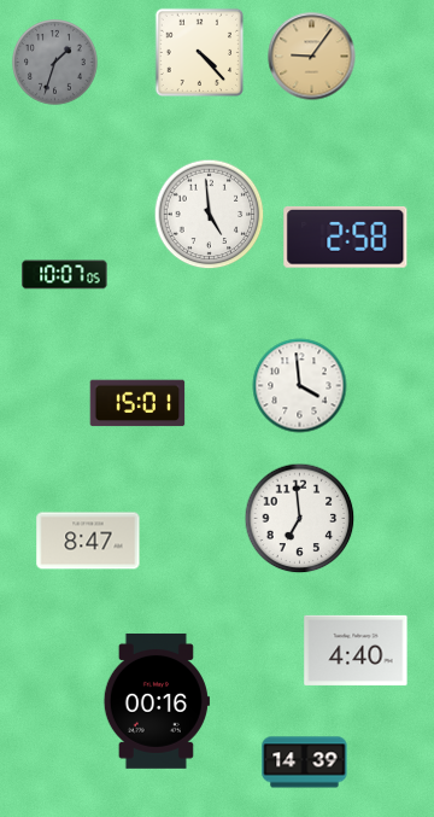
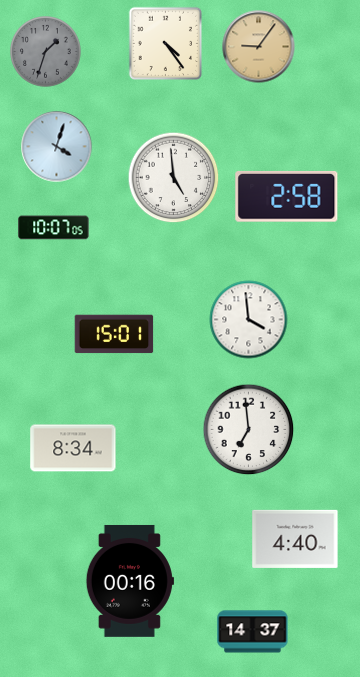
clock at (200, 53): 4:23 -> 4:24
clock at (57, 147): none -> 4:03
clock at (88, 541): 8:47 -> 8:34
clock at (305, 763): 14:39 -> 14:37
